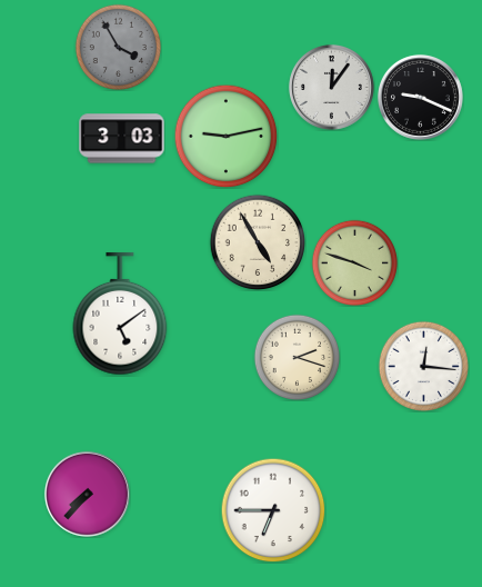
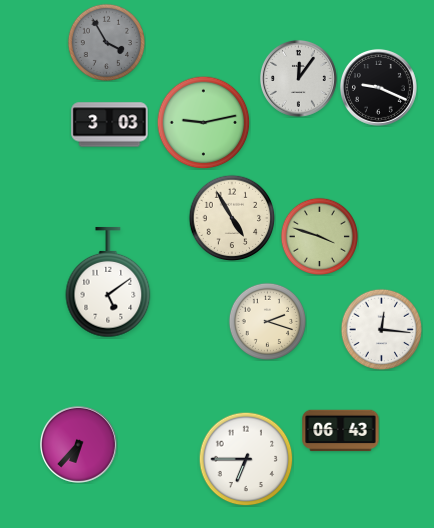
clock at (341, 431): none -> 06:43
clock at (87, 494): 7:37 -> 6:37
